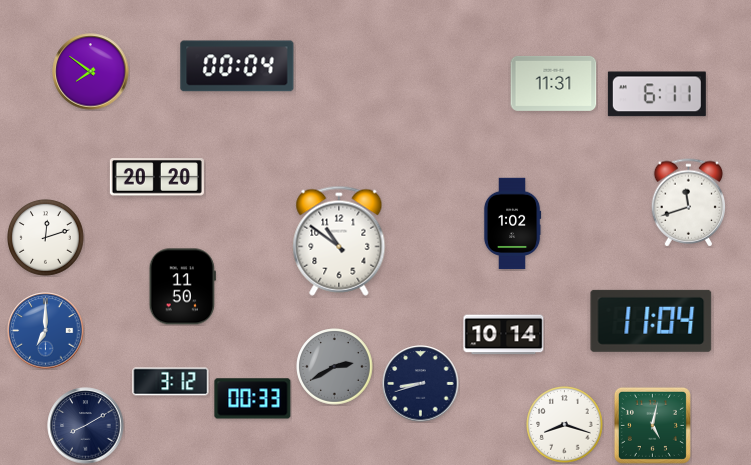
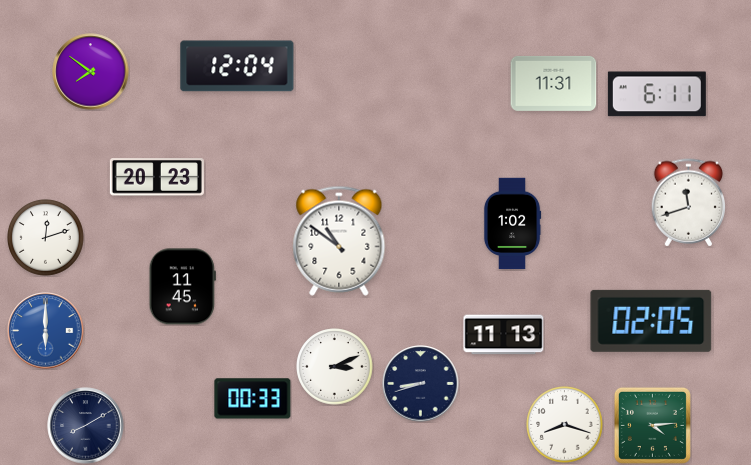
clock at (237, 66): 00:04 -> 12:04
clock at (157, 177): 20:20 -> 20:23
clock at (182, 287): 11:50 -> 11:45
clock at (651, 321): 11:04 -> 02:05
clock at (46, 331): 7:00 -> 6:00
clock at (504, 335): 10:14 -> 11:13
clock at (335, 367): 2:40 -> 3:11
clock at (335, 367) dial: grey -> white
clock at (171, 382): 3:12 -> none
clock at (652, 425): 5:02 -> 4:14
